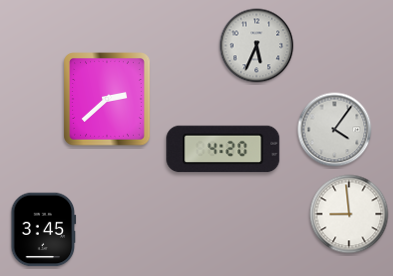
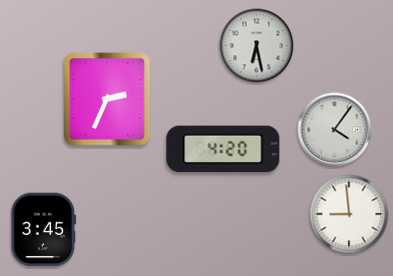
clock at (257, 46): 5:34 -> 6:28
clock at (107, 99): 2:38 -> 2:34
